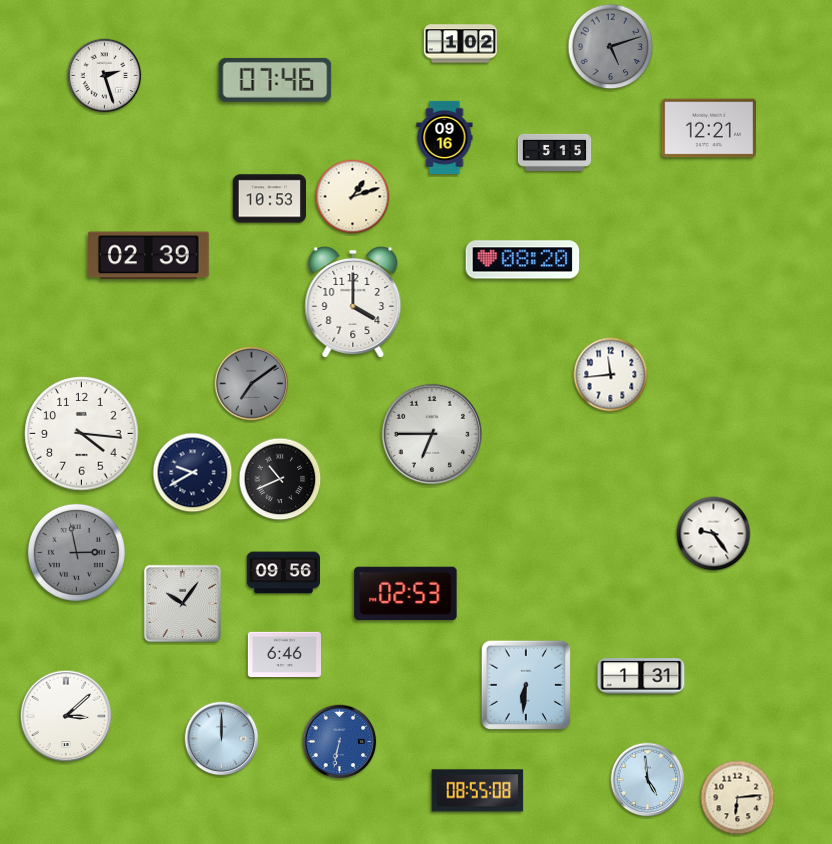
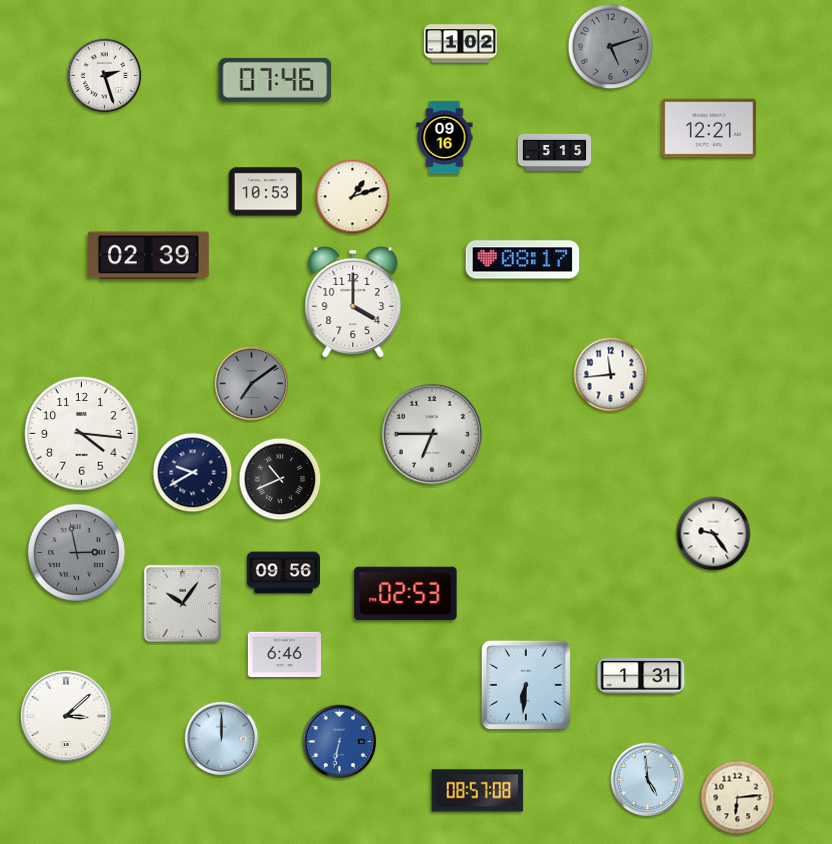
clock at (270, 199) position: (270, 199) -> (266, 192)
clock at (523, 260): 08:20 -> 08:17
clock at (478, 791): 08:55 -> 08:57
